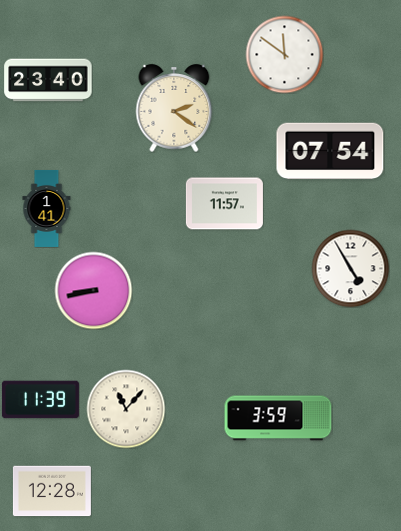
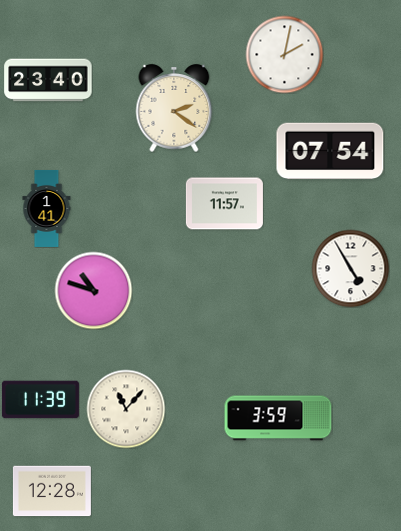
clock at (284, 54): 11:51 -> 2:02
clock at (93, 290): 8:43 -> 10:48
